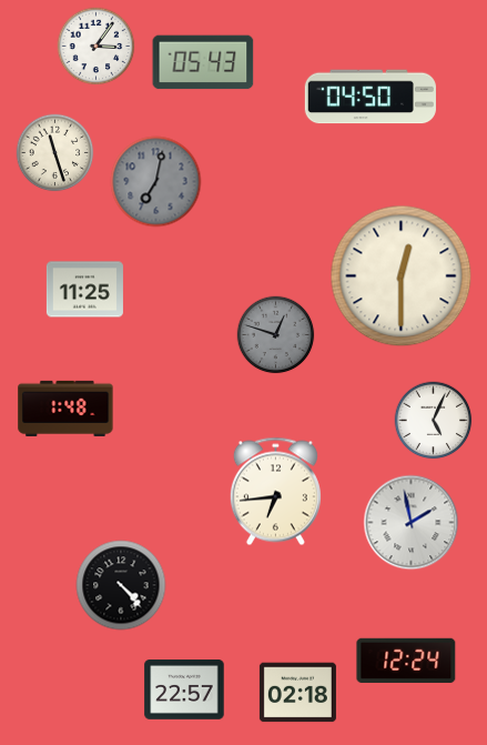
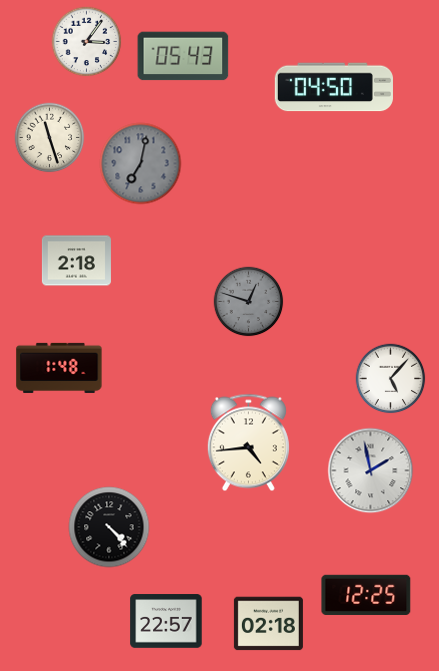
clock at (402, 276): 12:30 -> none
clock at (84, 290): 11:25 -> 2:18
clock at (434, 421): 5:04 -> 5:07
clock at (275, 492): 6:44 -> 4:44
clock at (406, 661): 12:24 -> 12:25
